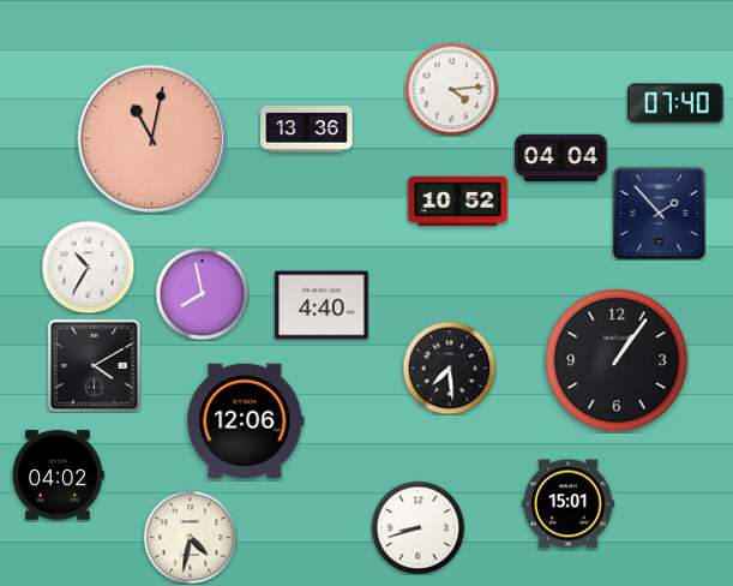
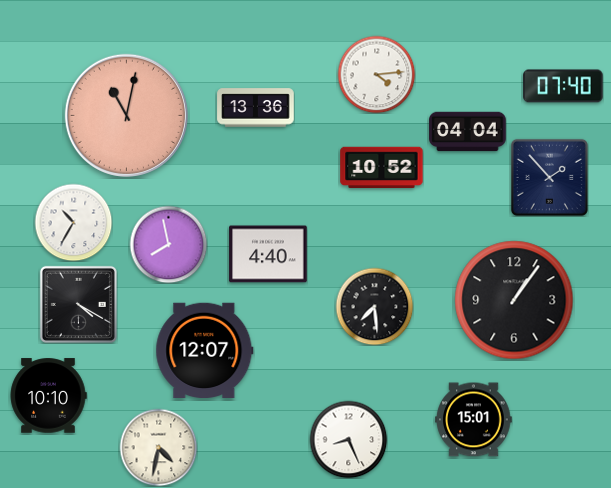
clock at (94, 365): 4:10 -> 4:20
clock at (246, 420): 12:06 -> 12:07
clock at (58, 476): 04:02 -> 10:10
clock at (417, 527): 8:42 -> 8:26
